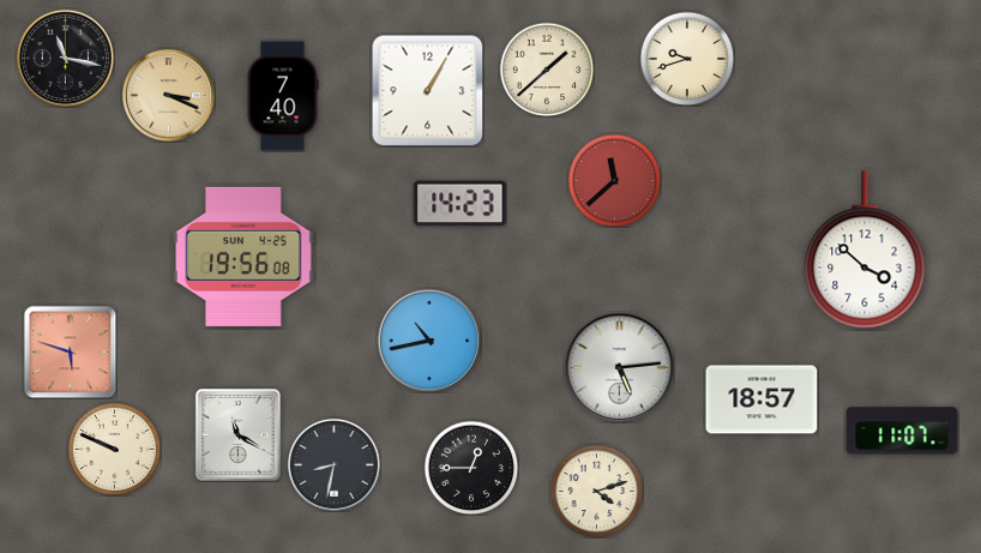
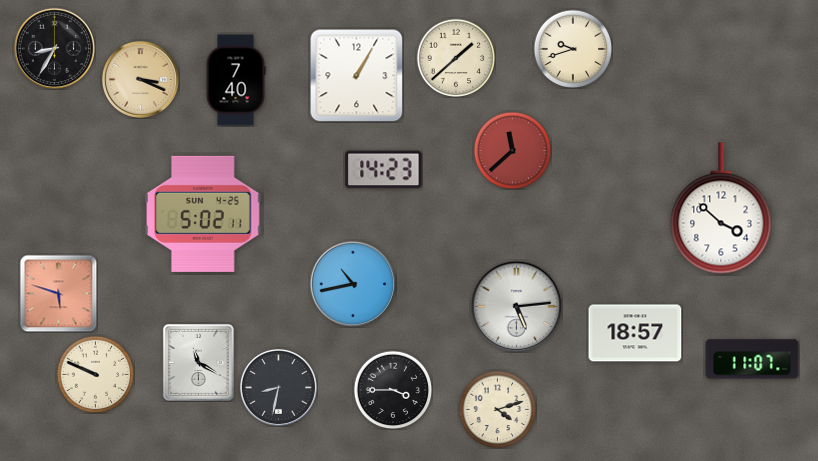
clock at (65, 58): 11:17 -> 8:35
clock at (243, 257): 19:56 -> 5:02
clock at (429, 341) position: (429, 341) -> (353, 284)
clock at (471, 468): 12:45 -> 3:45
